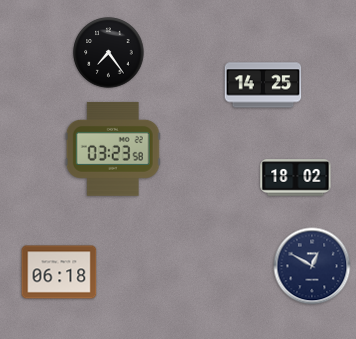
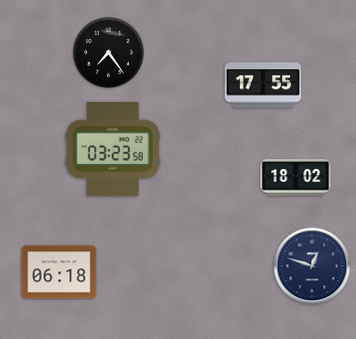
clock at (263, 85): 14:25 -> 17:55
clock at (312, 266): 12:50 -> 12:48
